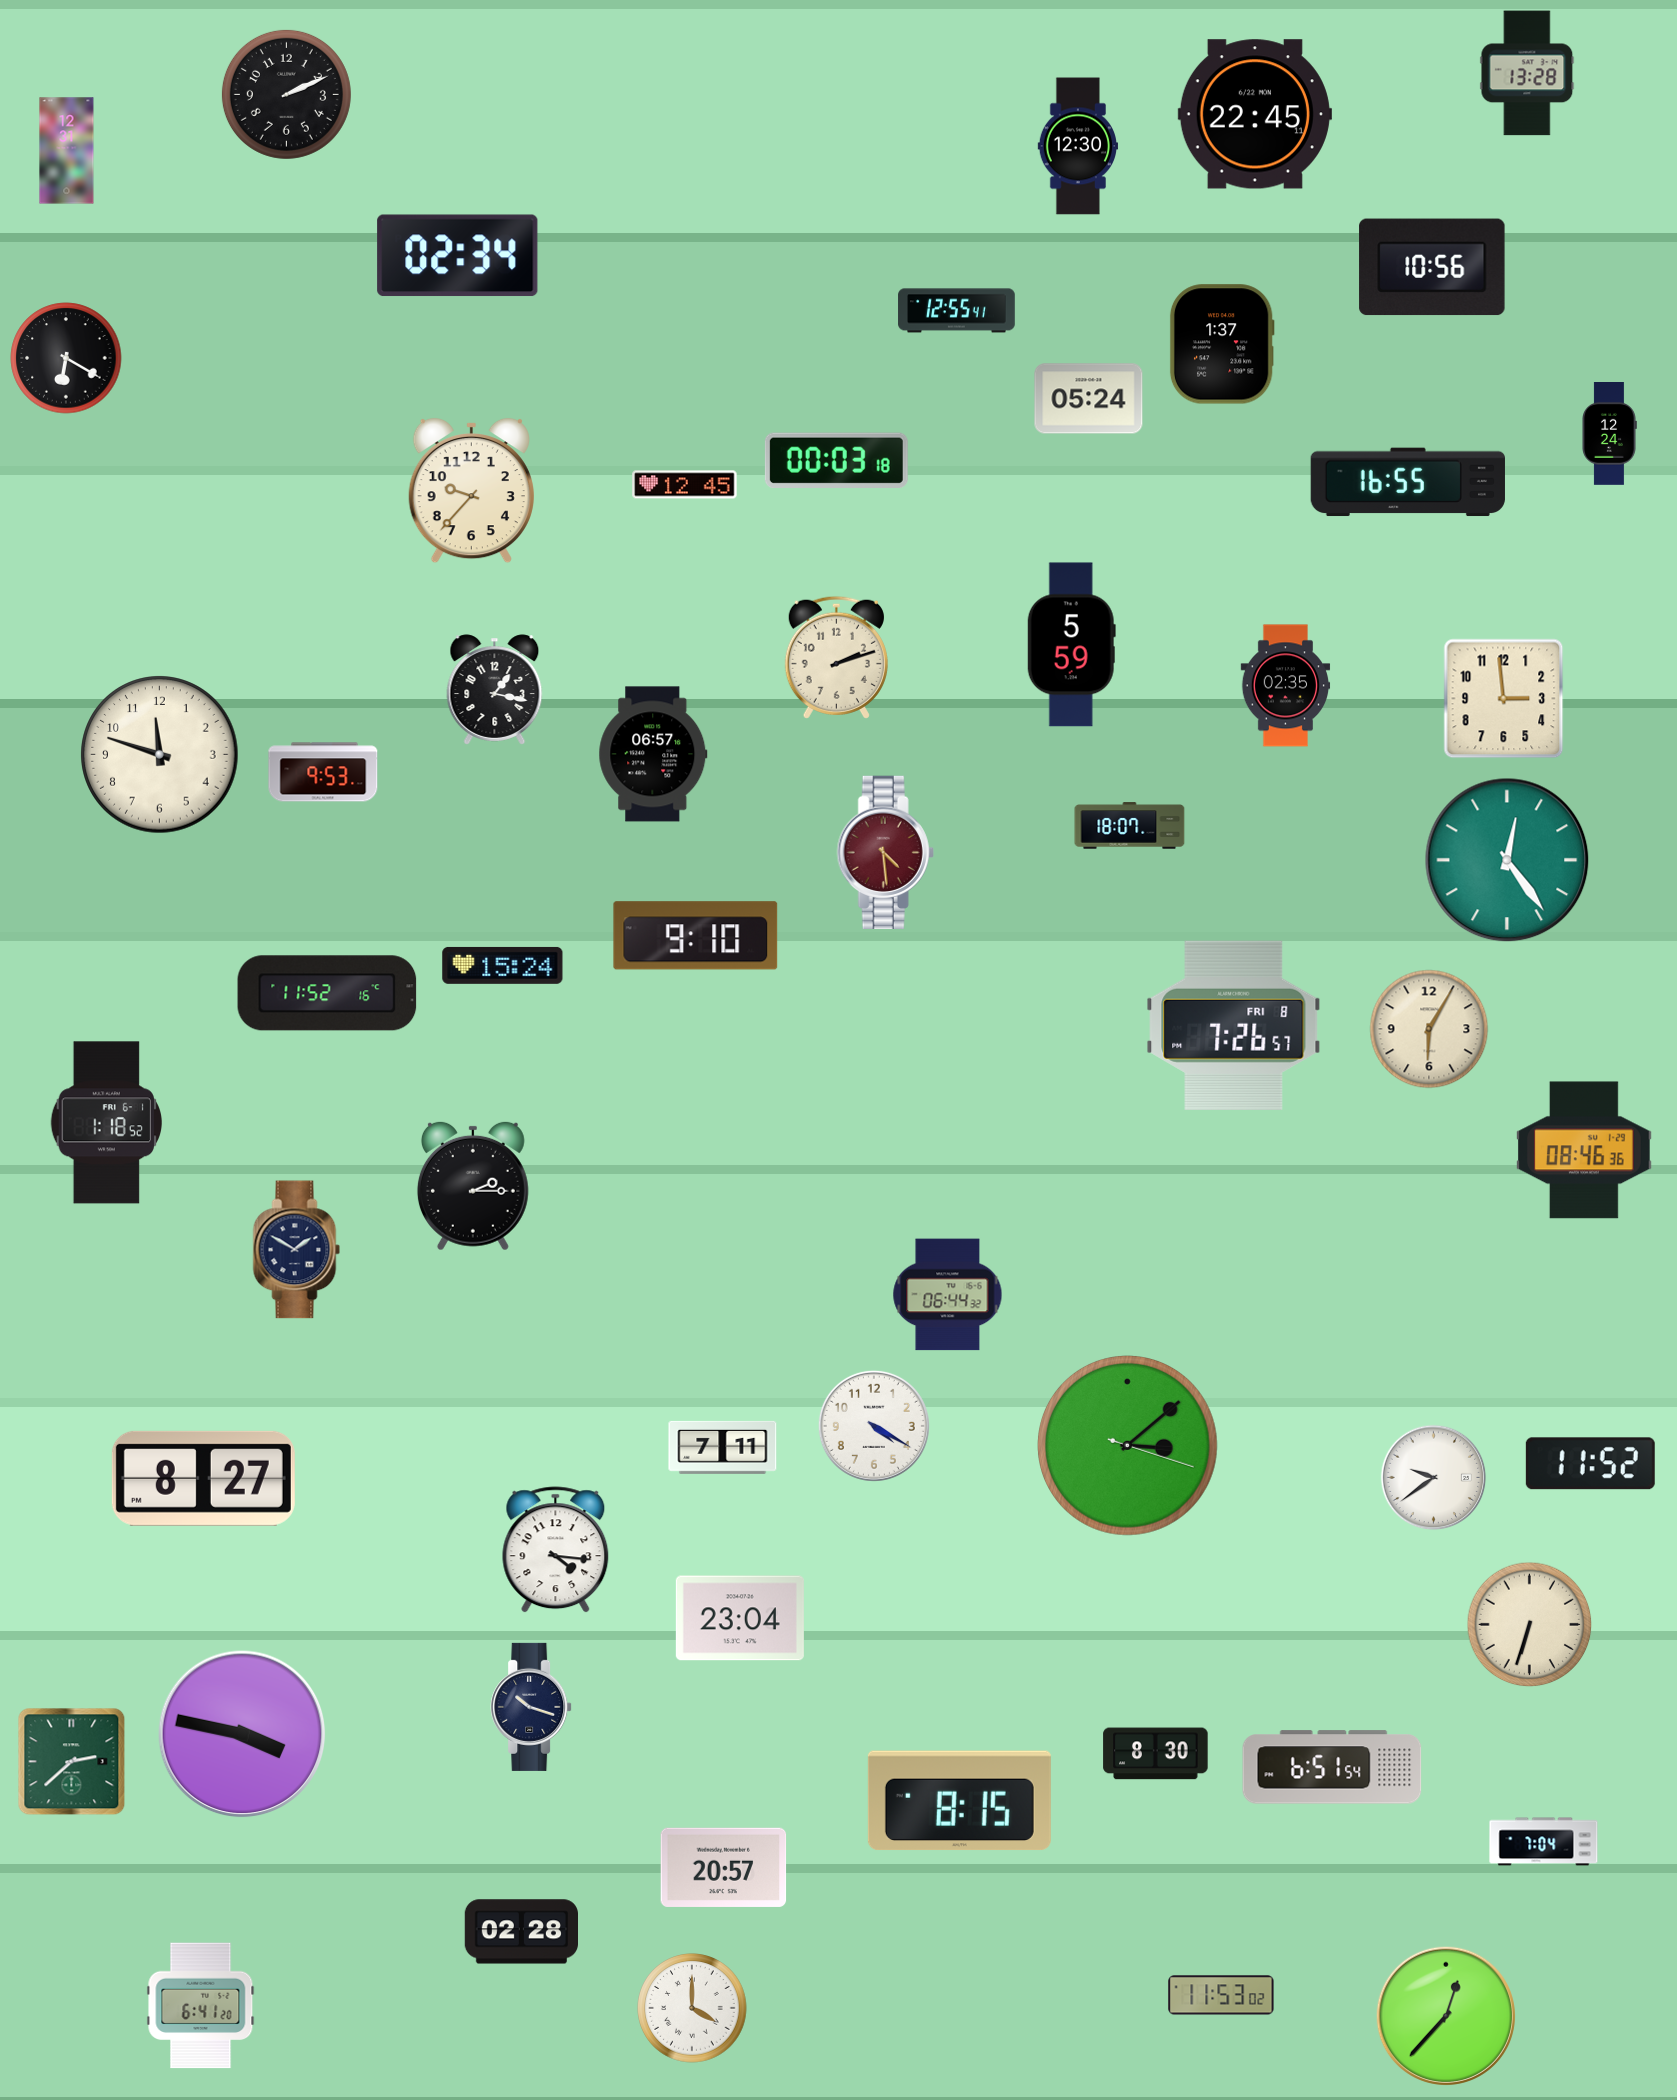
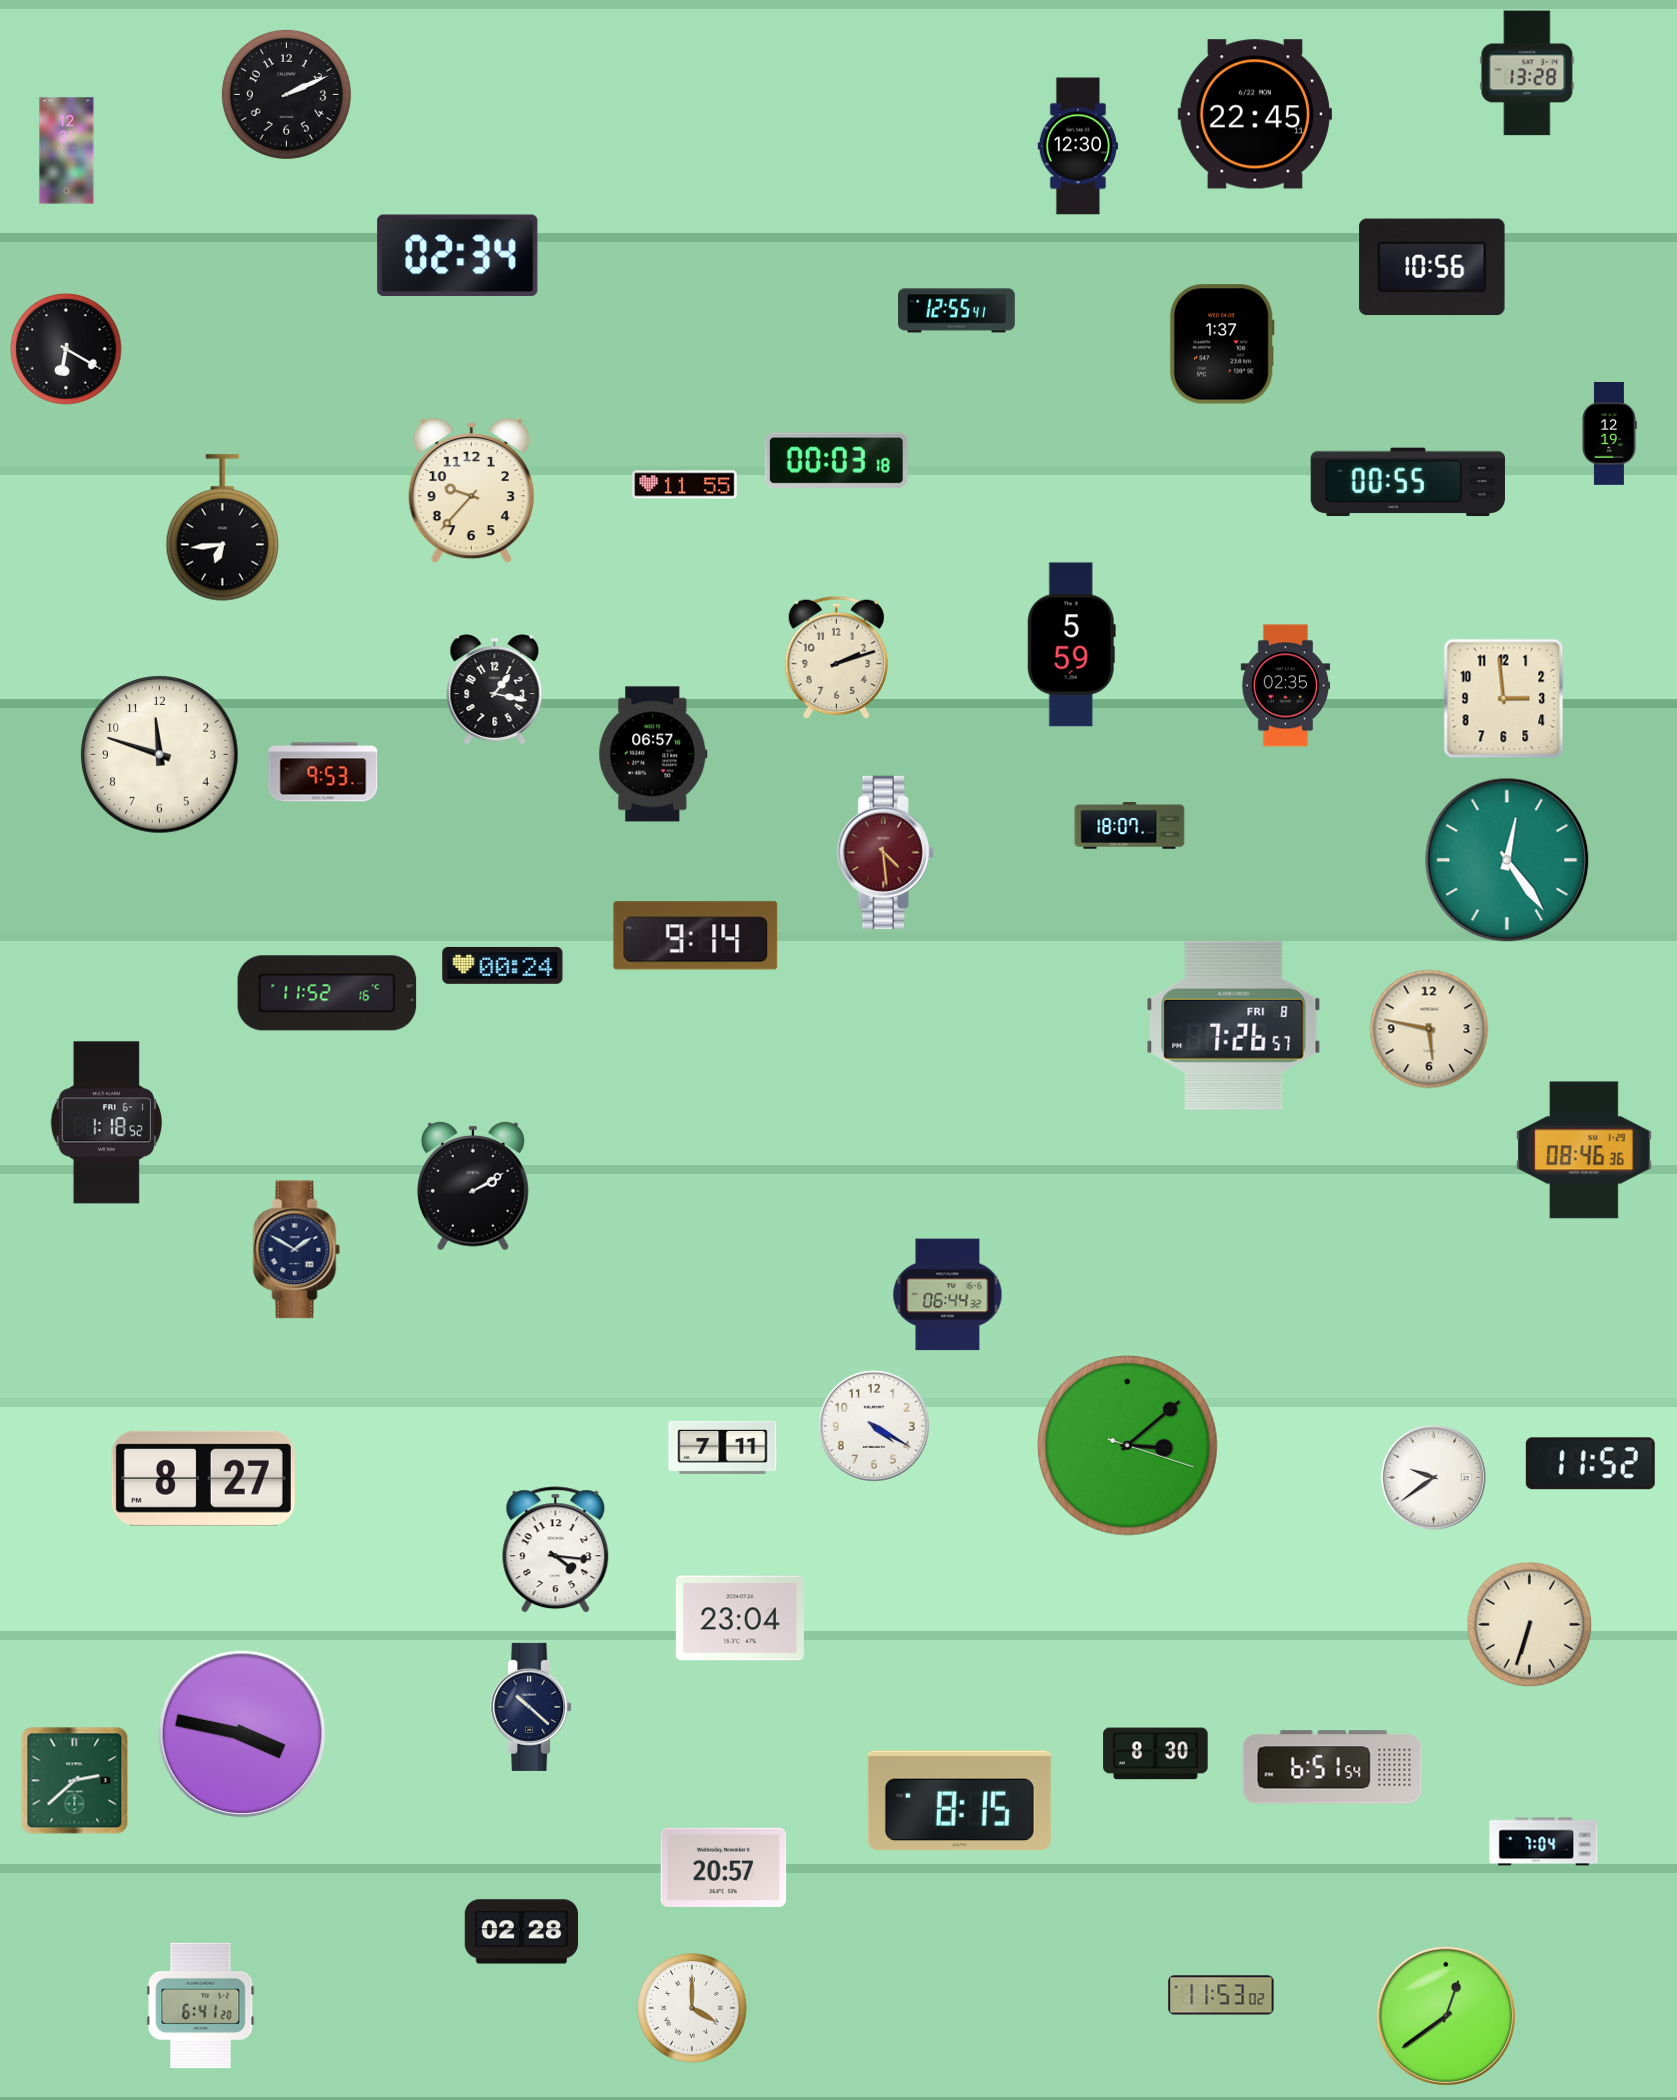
clock at (66, 358) position: (66, 358) -> (66, 349)
clock at (1089, 399): 05:24 -> none
clock at (1609, 434): 12:24 -> 12:19
clock at (1408, 482): 16:55 -> 00:55
clock at (685, 485): 12:45 -> 11:55
clock at (223, 528): none -> 6:44
clock at (696, 936): 9:10 -> 9:14
clock at (503, 965): 15:24 -> 00:24
clock at (1429, 1029): 6:05 -> 5:47
clock at (473, 1186): 2:15 -> 2:10
clock at (531, 1707): 10:18 -> 10:22
clock at (72, 1762) position: (72, 1762) -> (75, 1781)
clock at (1446, 2016): 12:37 -> 12:39
